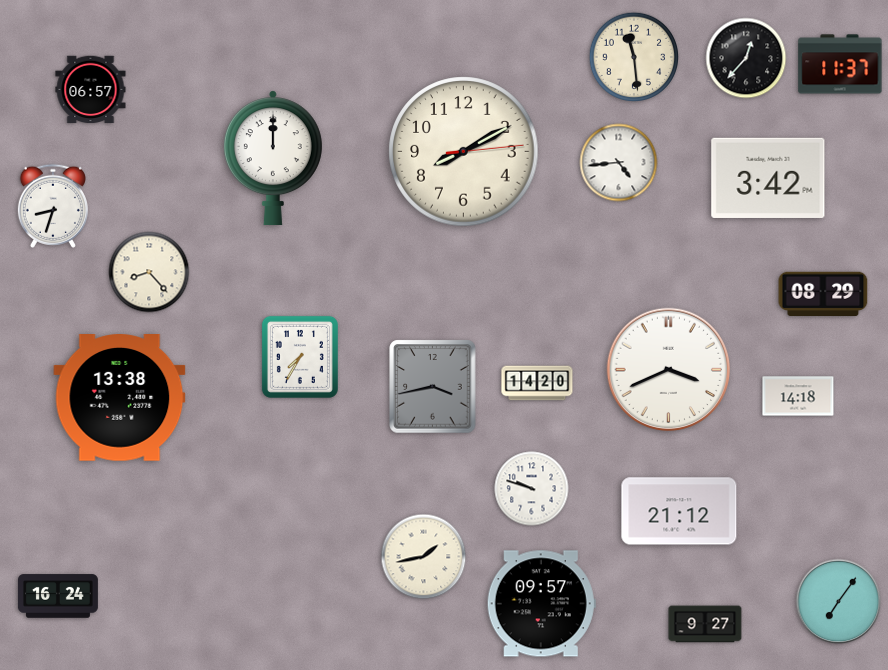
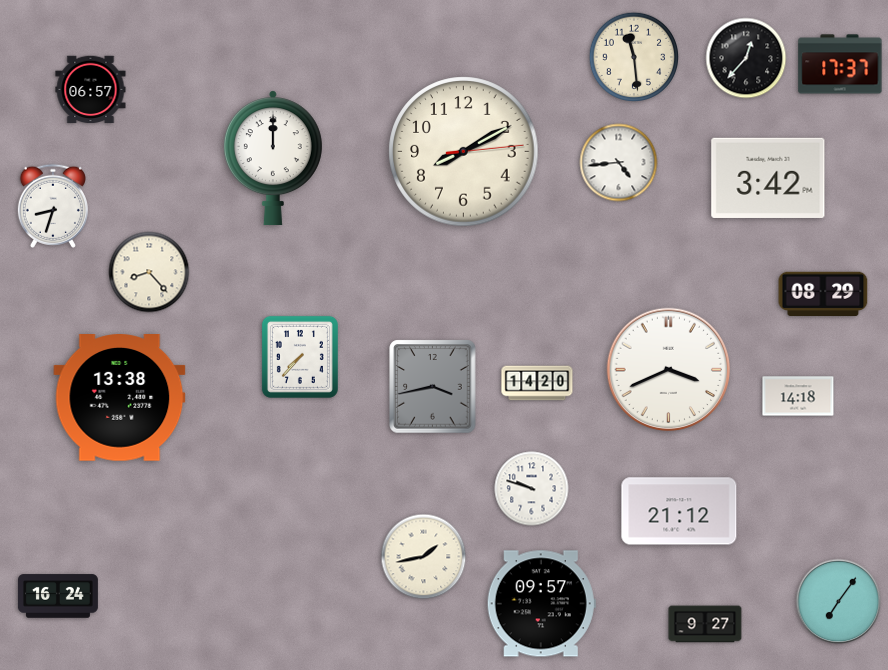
clock at (840, 64): 11:37 -> 17:37
clock at (300, 357): 7:35 -> 7:37
